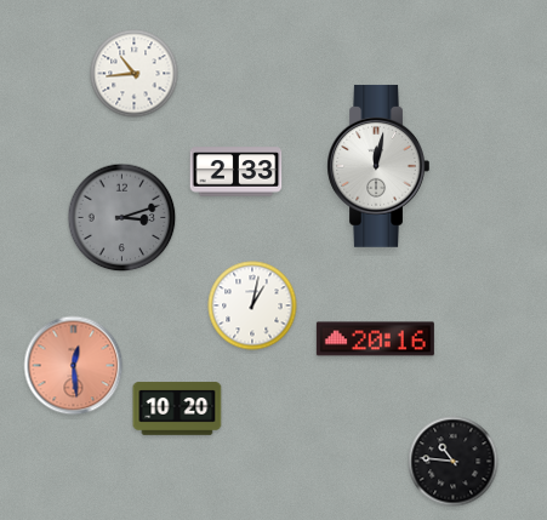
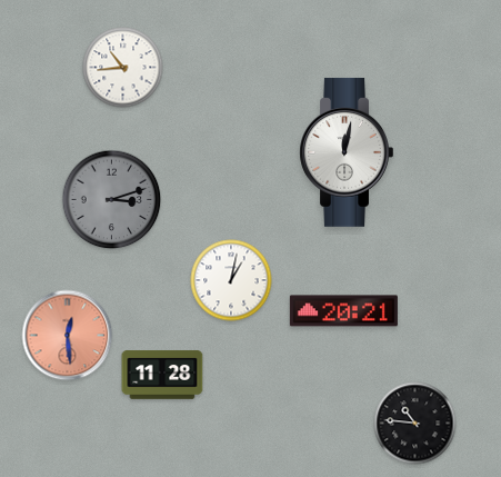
clock at (237, 172): 2:33 -> none
clock at (375, 339): 20:16 -> 20:21
clock at (177, 408): 10:20 -> 11:28
